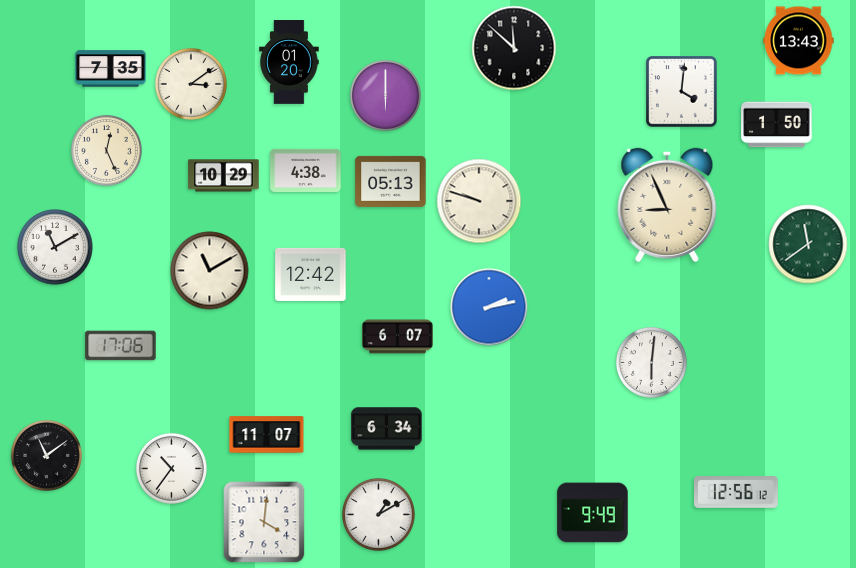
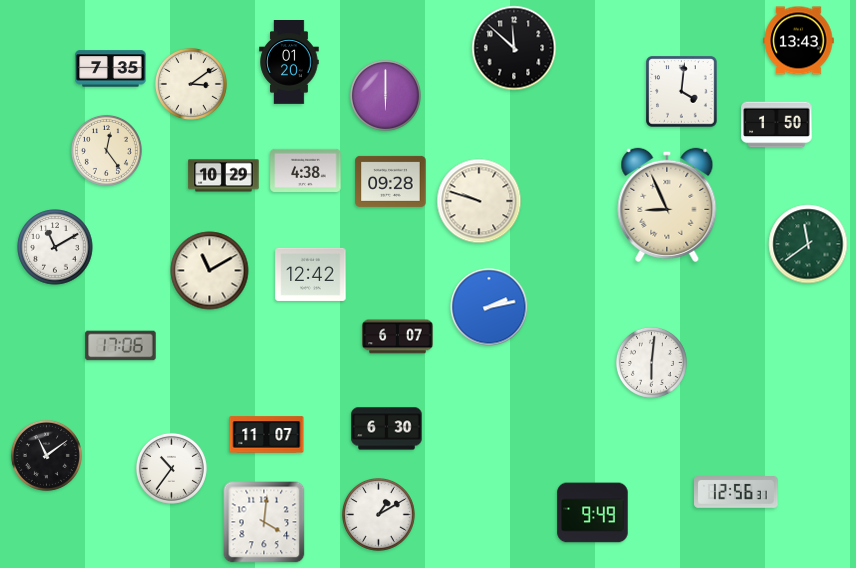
clock at (106, 150): 12:26 -> 12:24
clock at (391, 181): 05:13 -> 09:28
clock at (387, 429): 6:34 -> 6:30
clock at (737, 493): 12:56:12 -> 12:56:31
